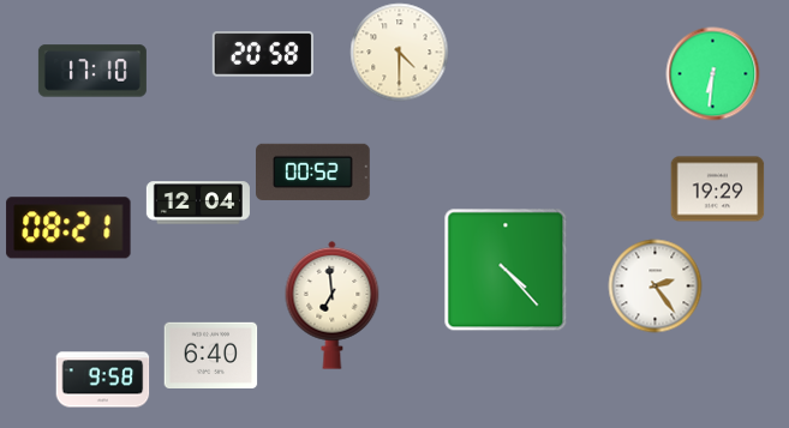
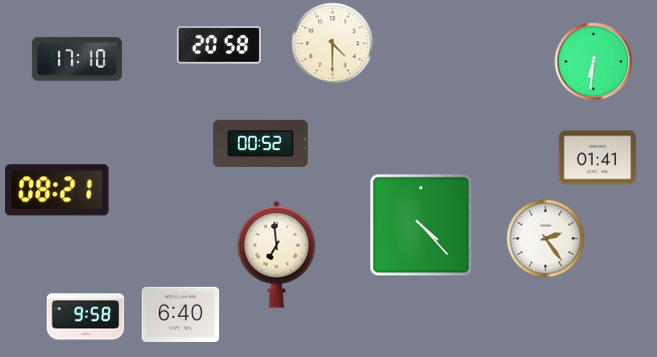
clock at (717, 189): 19:29 -> 01:41
clock at (198, 203): 12:04 -> none
clock at (210, 355) position: (210, 355) -> (180, 314)
